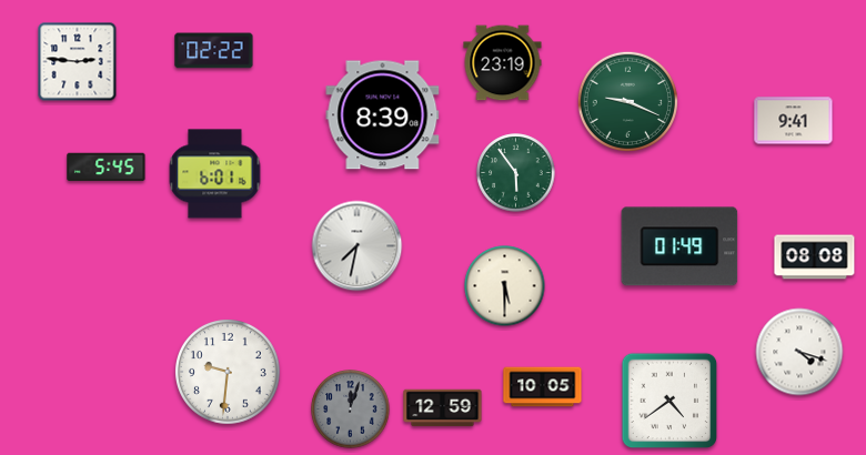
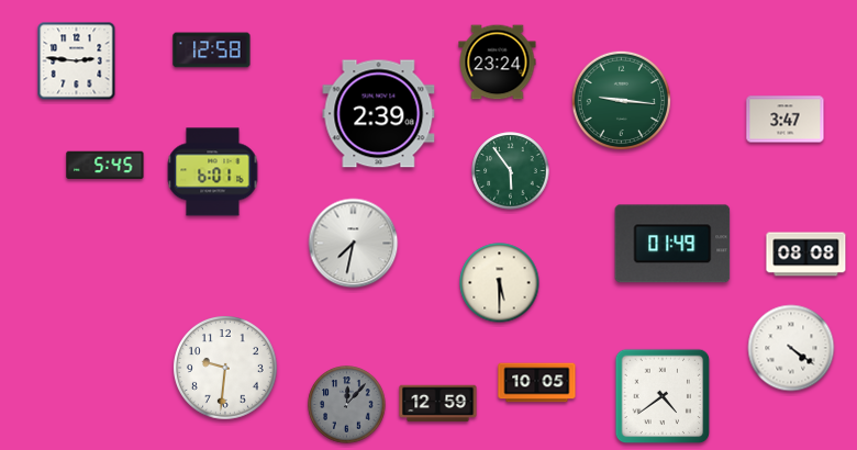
clock at (214, 51): 02:22 -> 12:58
clock at (503, 63): 23:19 -> 23:24
clock at (627, 101): 9:19 -> 9:16
clock at (383, 115): 8:39 -> 2:39
clock at (794, 121): 9:41 -> 3:47
clock at (799, 352): 4:18 -> 4:21
clock at (351, 410): 12:03 -> 12:07
